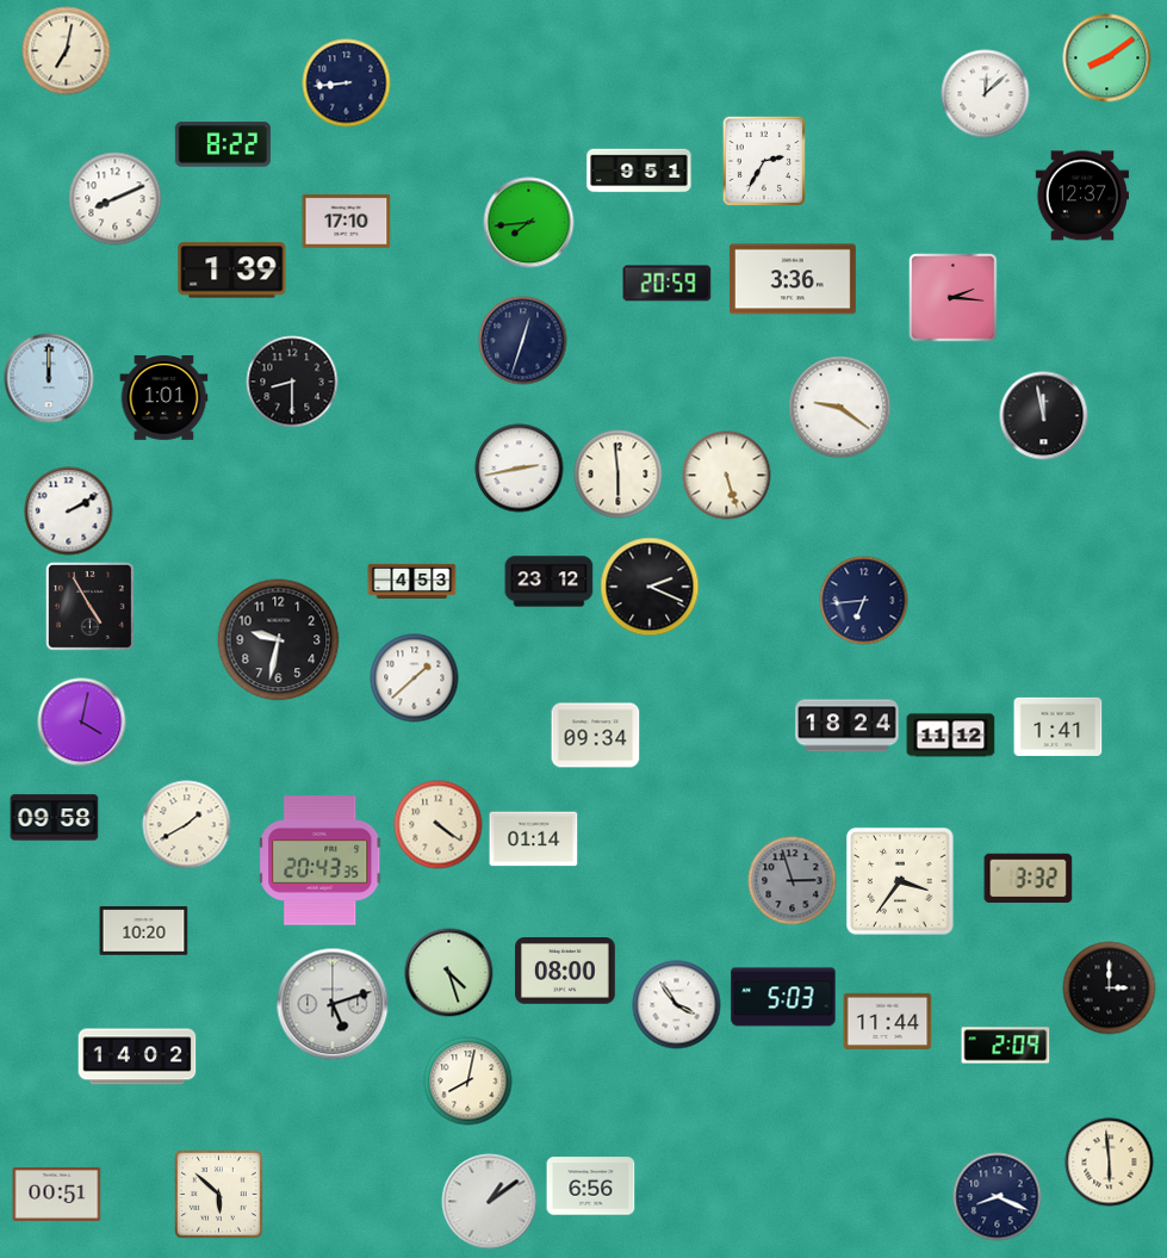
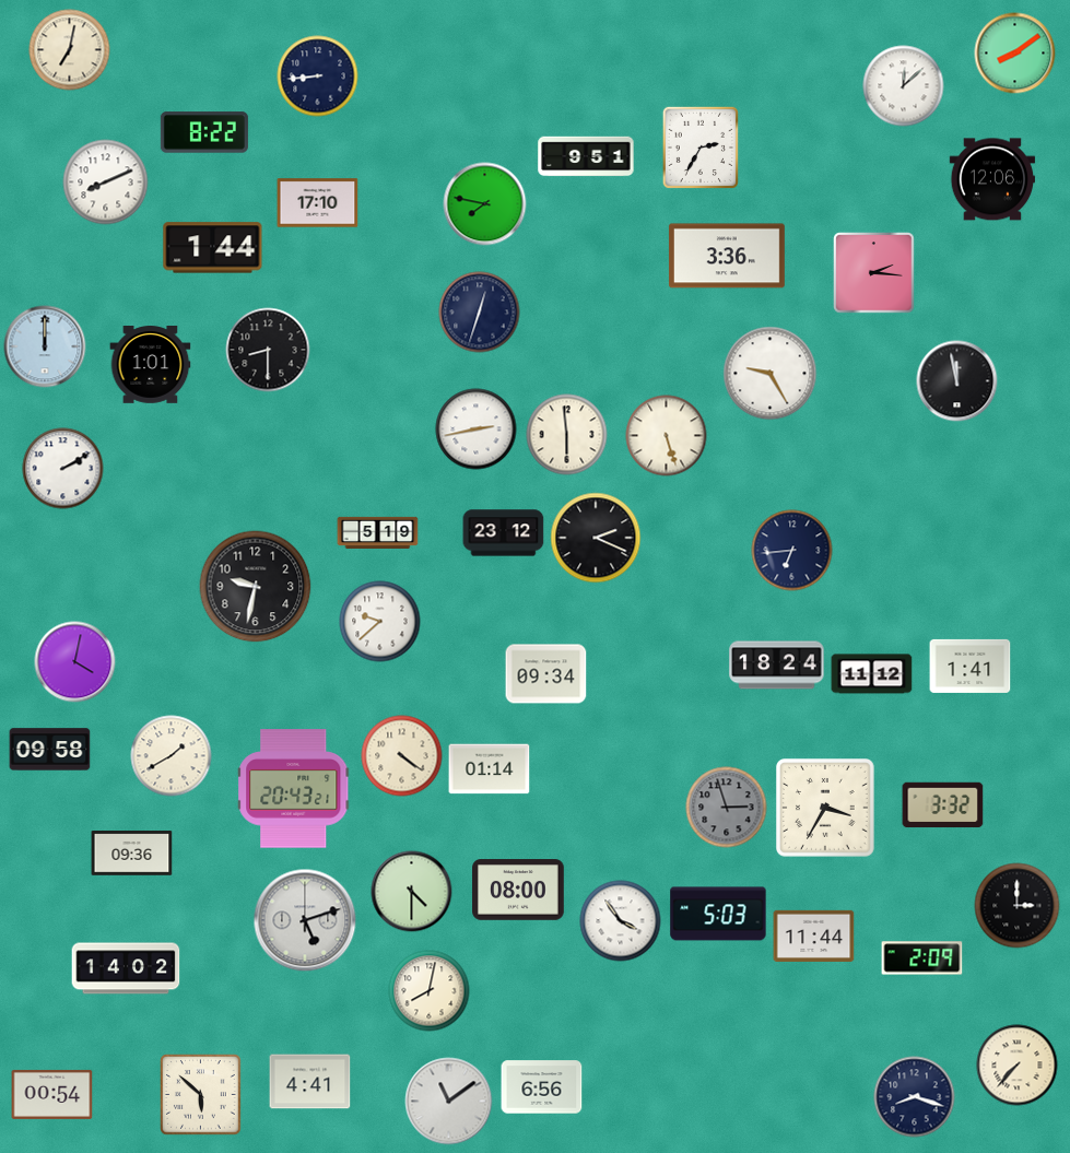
clock at (67, 51) position: (67, 51) -> (70, 50)
clock at (1081, 196): 12:37 -> 12:06
clock at (529, 223): 7:44 -> 7:47
clock at (232, 271): 1:39 -> 1:44
clock at (668, 284): 20:59 -> none
clock at (840, 408): 9:21 -> 9:25
clock at (412, 581): 4:53 -> 5:19
clock at (89, 606): 4:55 -> none
clock at (415, 678): 1:38 -> 9:38
clock at (321, 861): 20:43:35 -> 20:43:21
clock at (900, 881): 3:36 -> 3:35
clock at (144, 931): 10:20 -> 09:36
clock at (449, 973): 4:27 -> 4:30
clock at (1110, 1163): 5:59 -> 7:37
clock at (310, 1082): none -> 4:41
clock at (57, 1194): 00:51 -> 00:54
clock at (998, 1197): 8:19 -> 8:18
clock at (490, 1202): 1:09 -> 11:09
